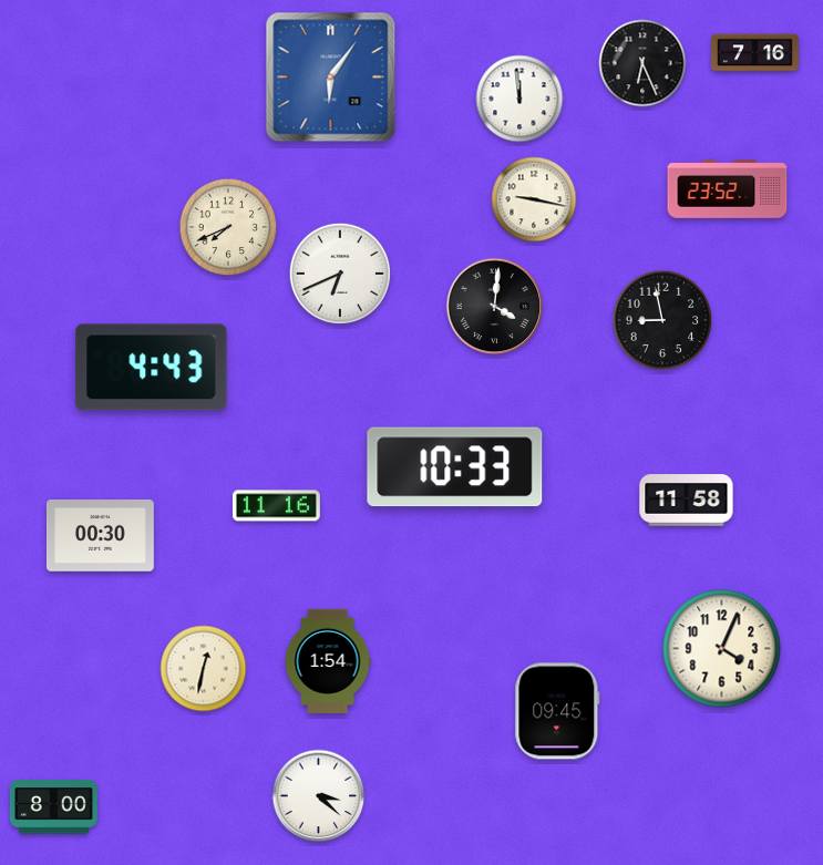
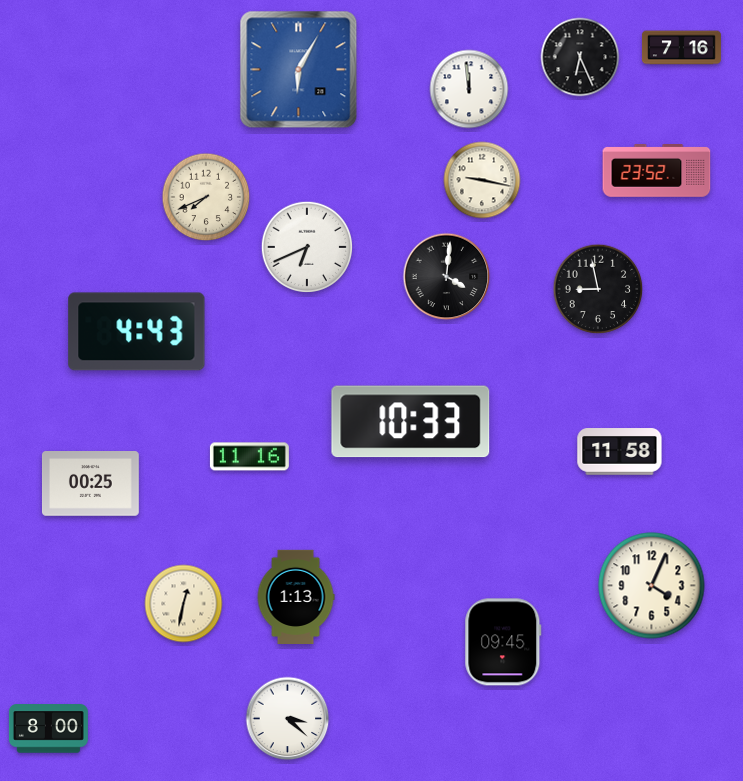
clock at (331, 78): 6:06 -> 6:05
clock at (228, 227) position: (228, 227) -> (206, 197)
clock at (100, 536): 00:30 -> 00:25
clock at (328, 660): 1:54 -> 1:13
